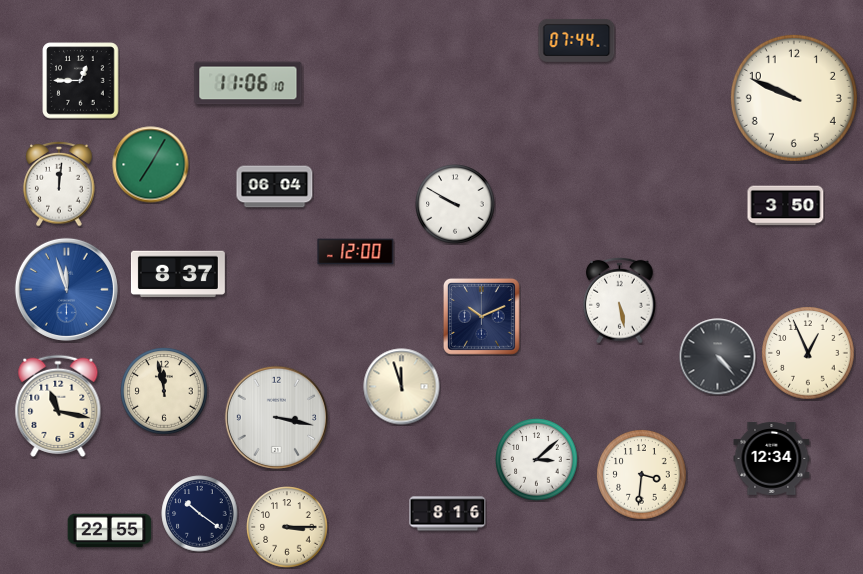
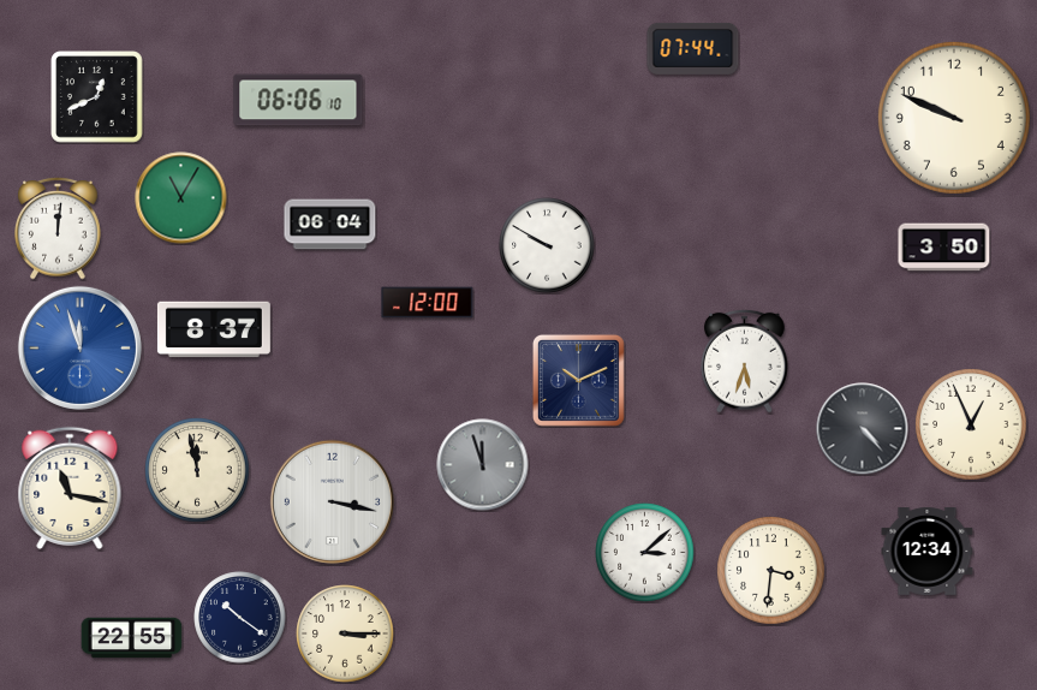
clock at (81, 81): 12:45 -> 12:41
clock at (248, 83): 11:06 -> 06:06
clock at (151, 165): 7:05 -> 11:05
clock at (59, 184) position: (59, 184) -> (58, 228)
clock at (620, 300): 5:28 -> 5:33
clock at (402, 387) dial: cream -> grey
clock at (448, 514): 8:16 -> none
